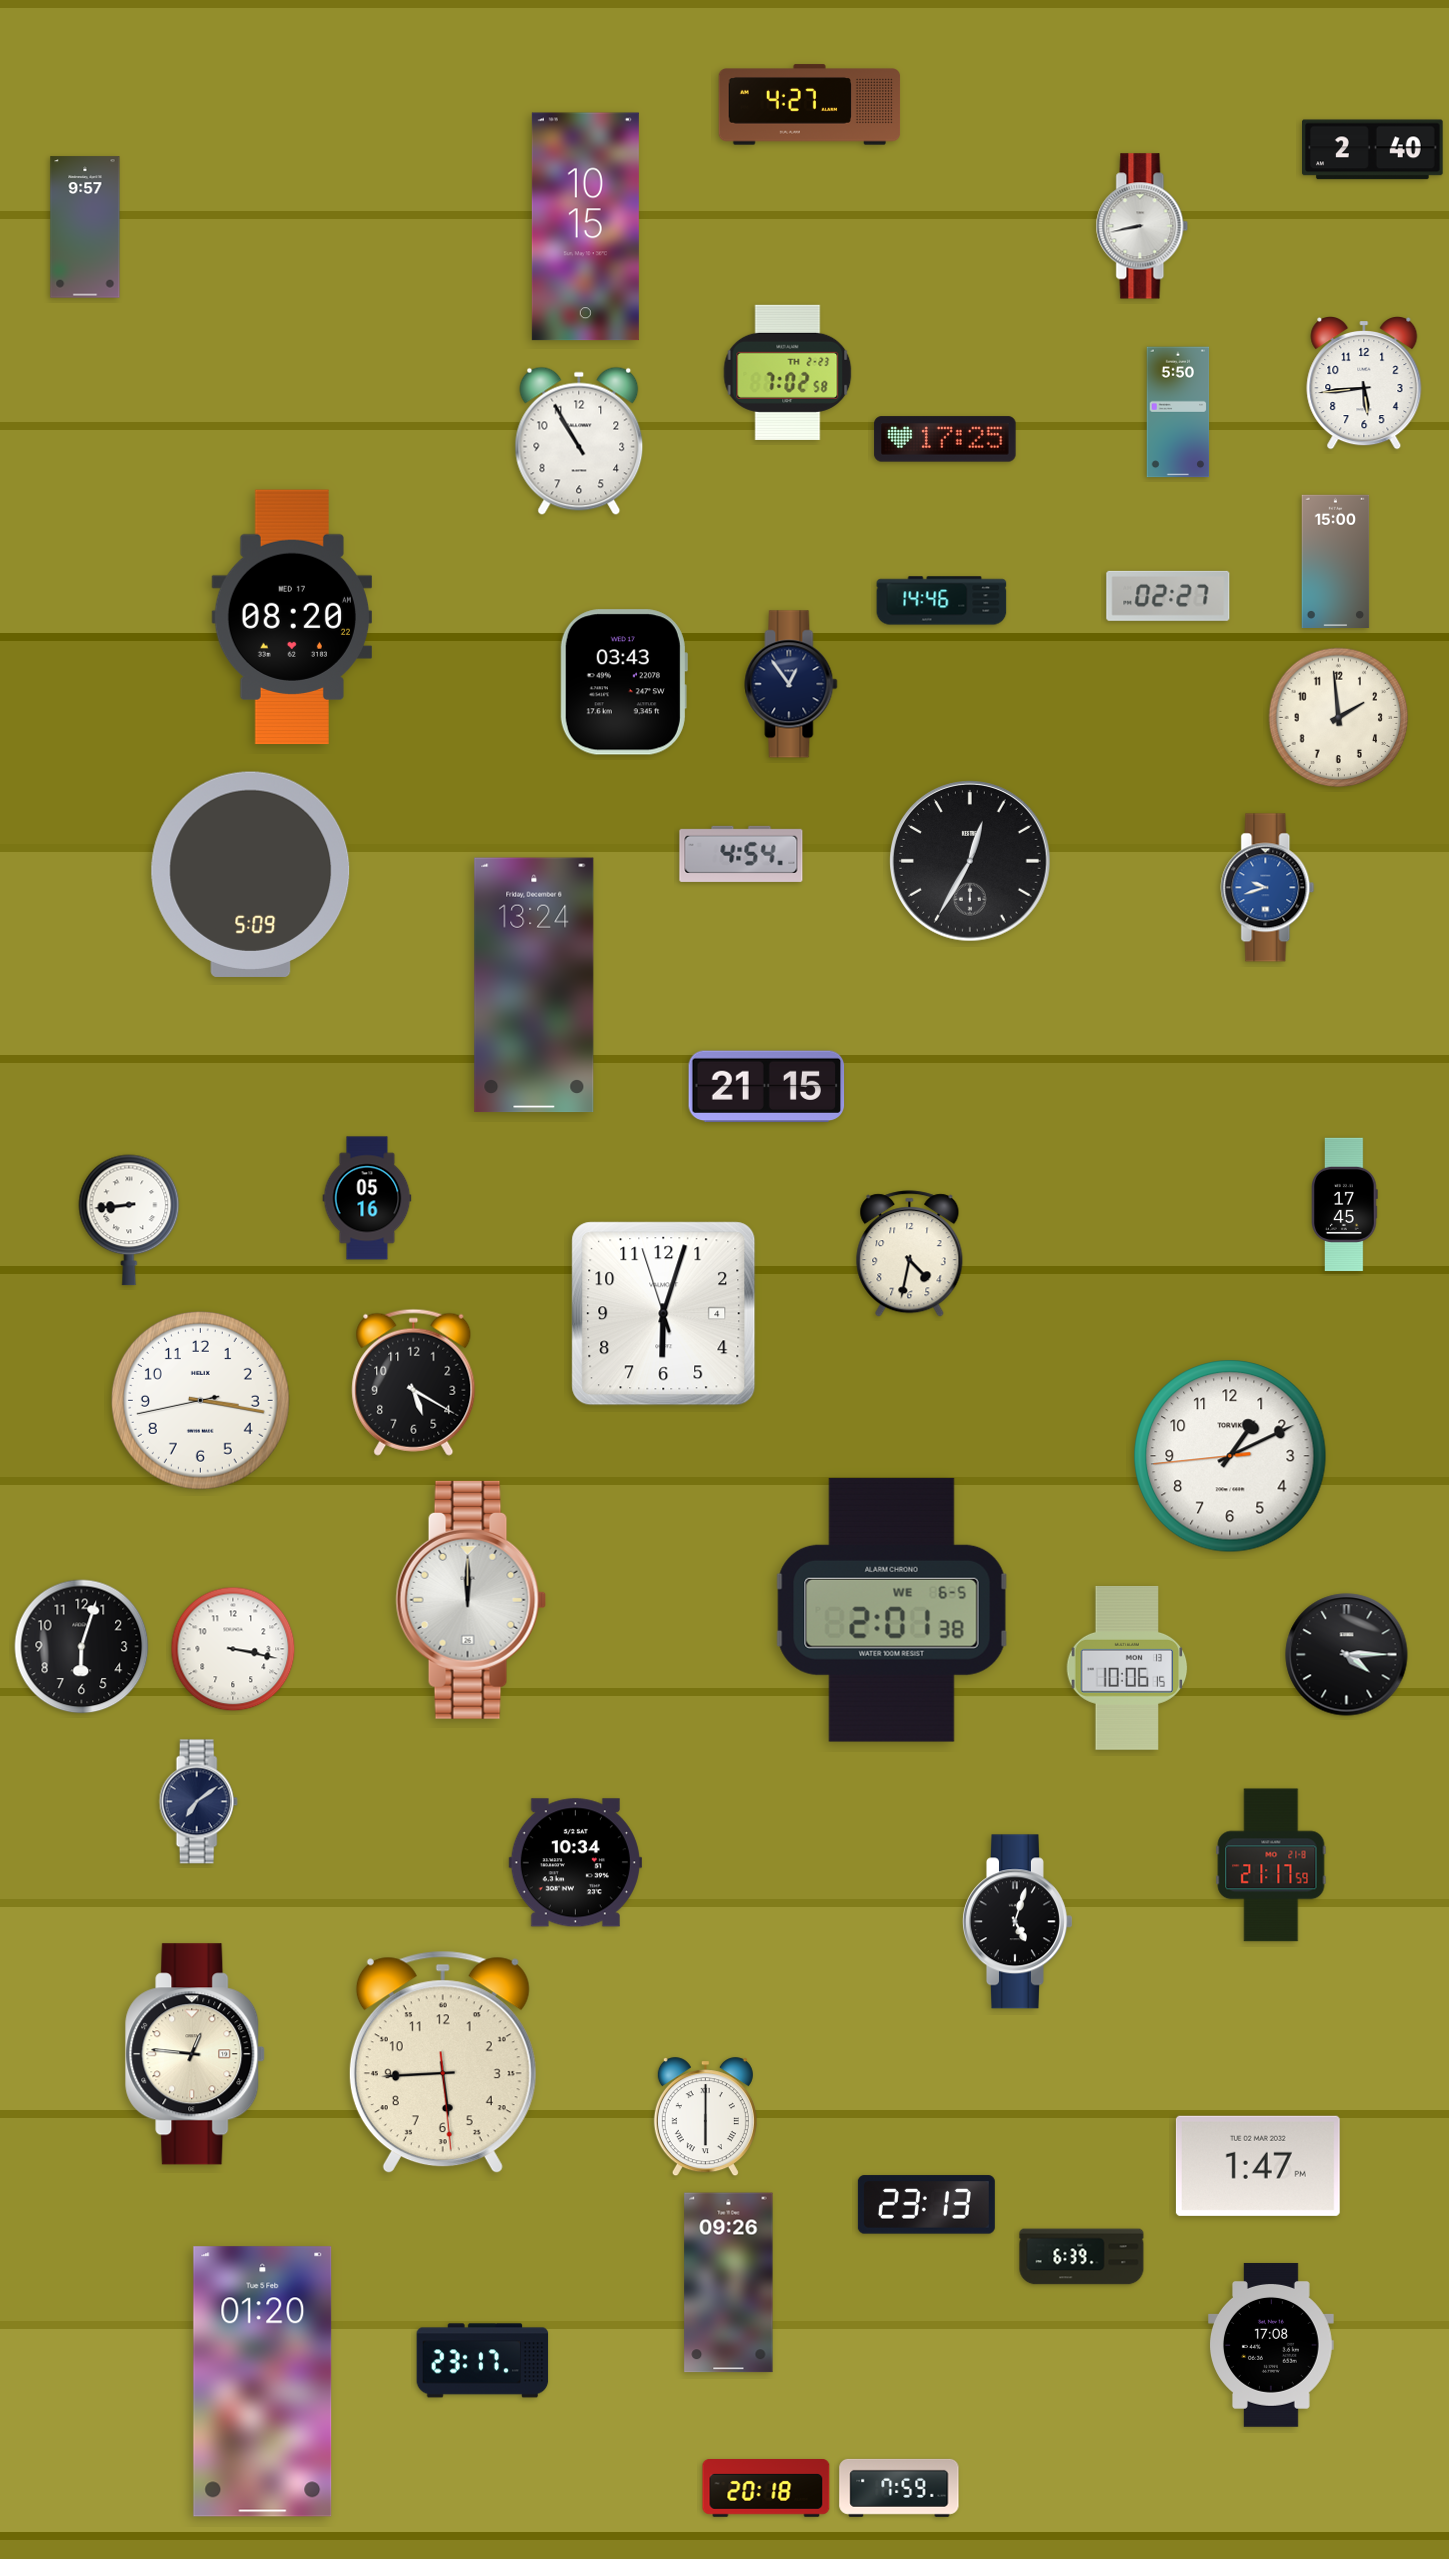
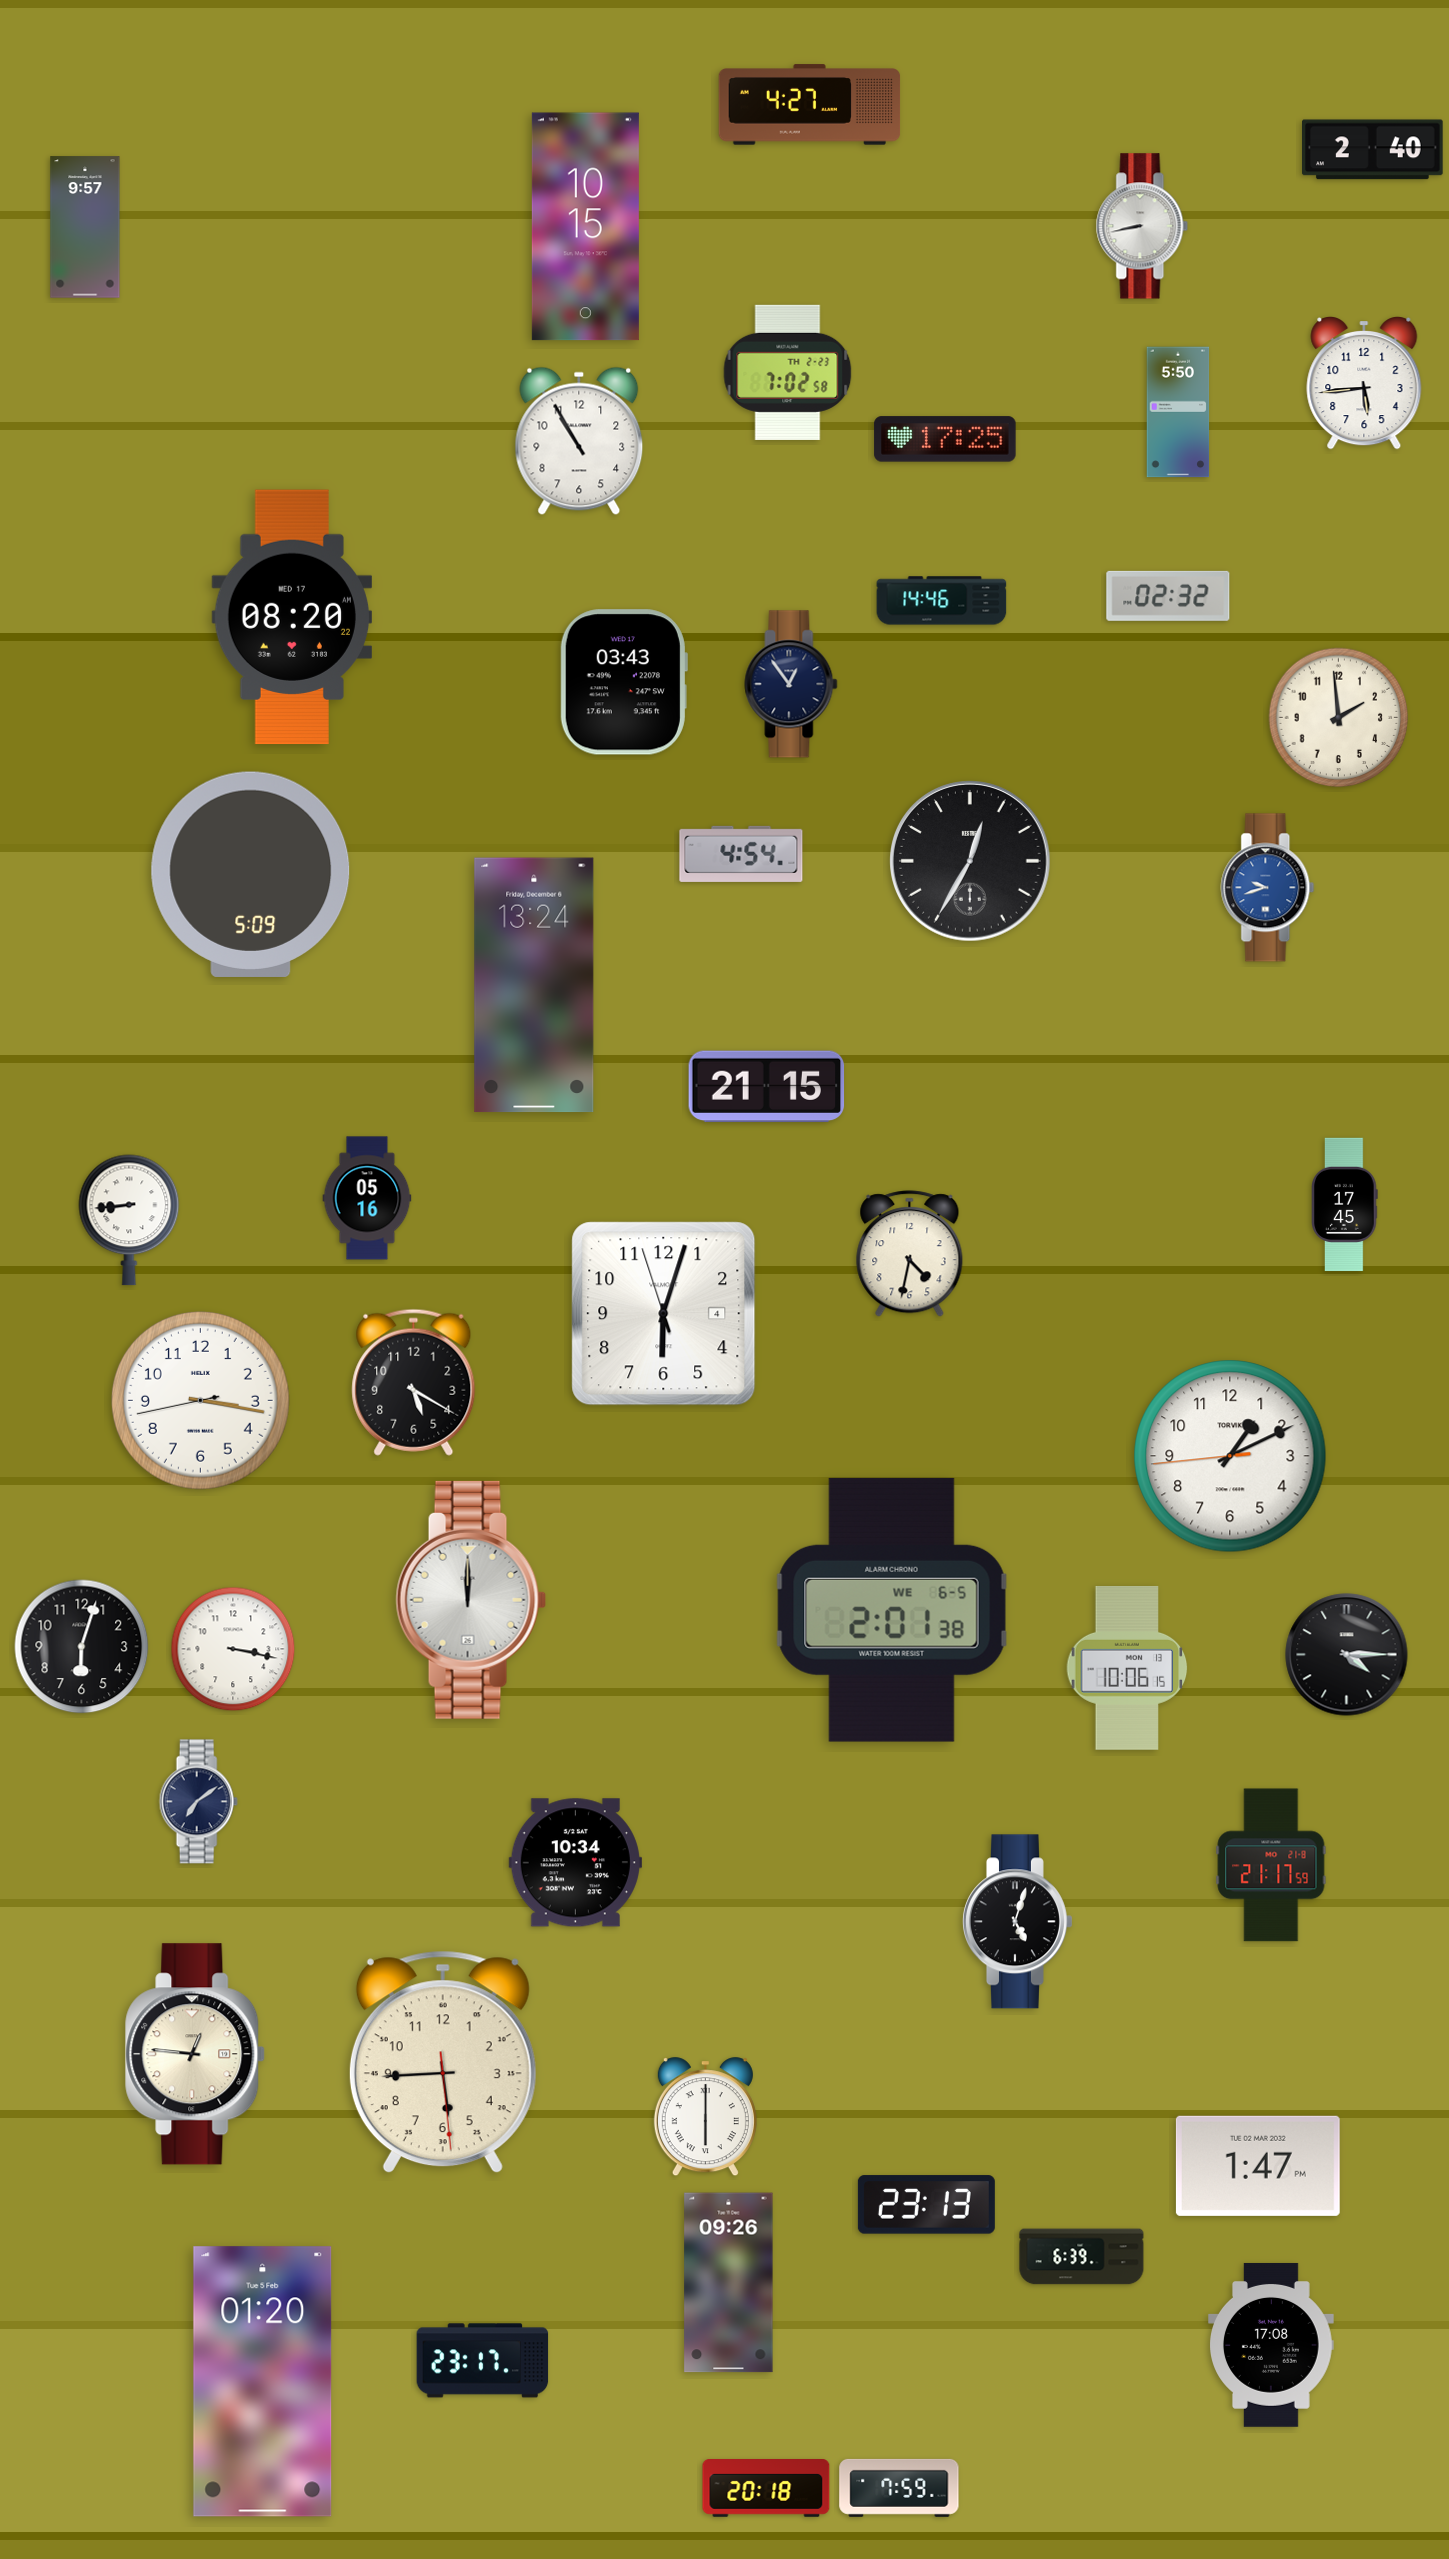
clock at (1336, 561): 15:00 -> none
clock at (1168, 596): 02:27 -> 02:32
